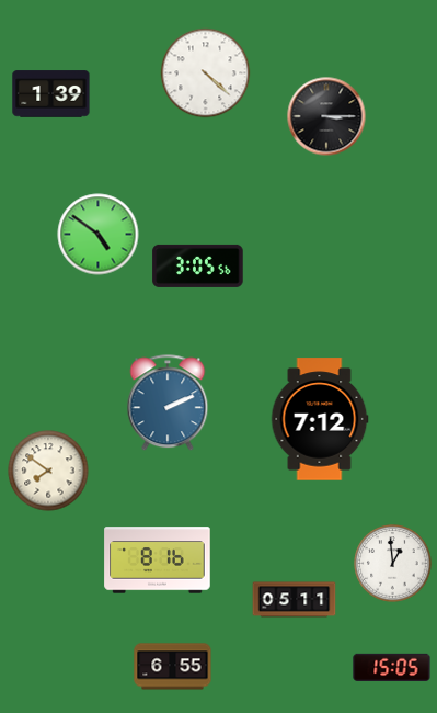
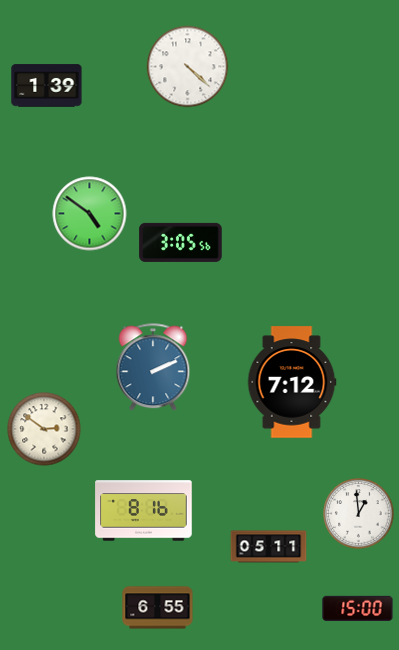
clock at (326, 116): 3:15 -> none
clock at (48, 471): 7:51 -> 2:51
clock at (392, 667): 15:05 -> 15:00
